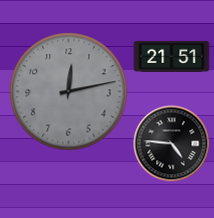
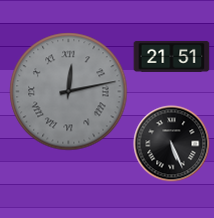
clock at (69, 92) numerals: Arabic -> Roman
clock at (172, 144): 4:46 -> 5:26
